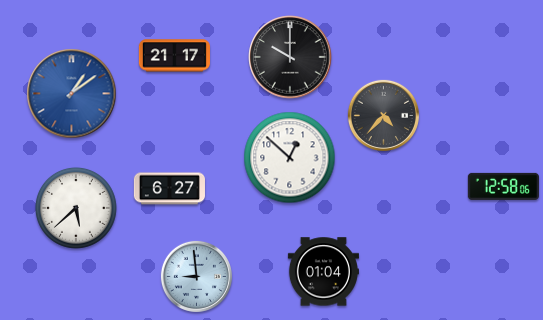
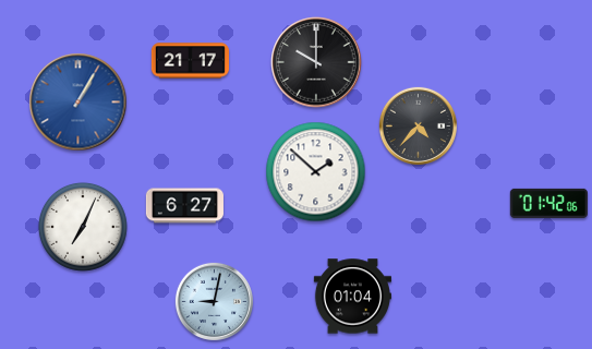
clock at (72, 94): 1:09 -> 1:05
clock at (290, 158): 12:52 -> 1:52
clock at (503, 186): 12:58 -> 01:42
clock at (76, 208): 5:38 -> 7:04
clock at (196, 276): 8:59 -> 9:02
